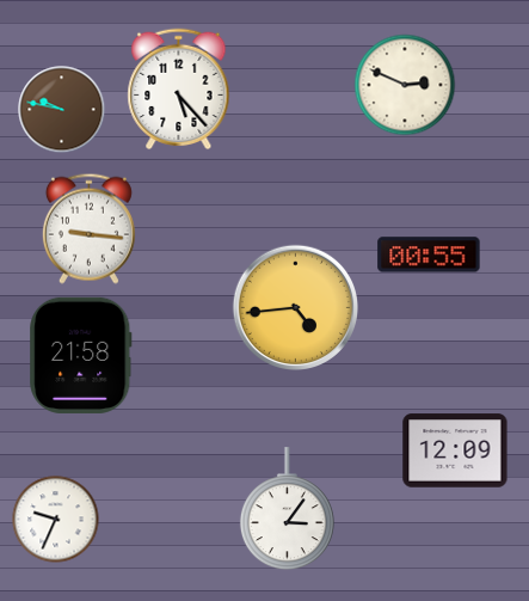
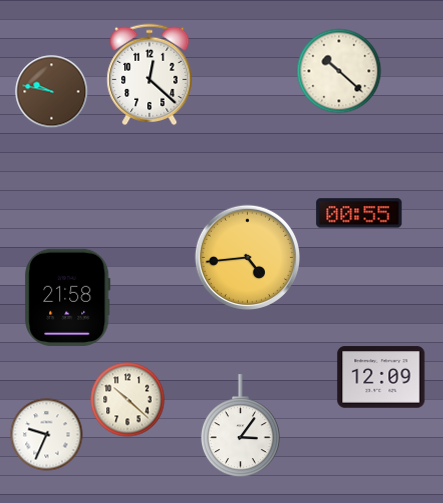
clock at (405, 85): 2:49 -> 10:22
clock at (179, 90): 5:23 -> 12:22
clock at (88, 228): 9:16 -> none
clock at (128, 400): none -> 10:22
